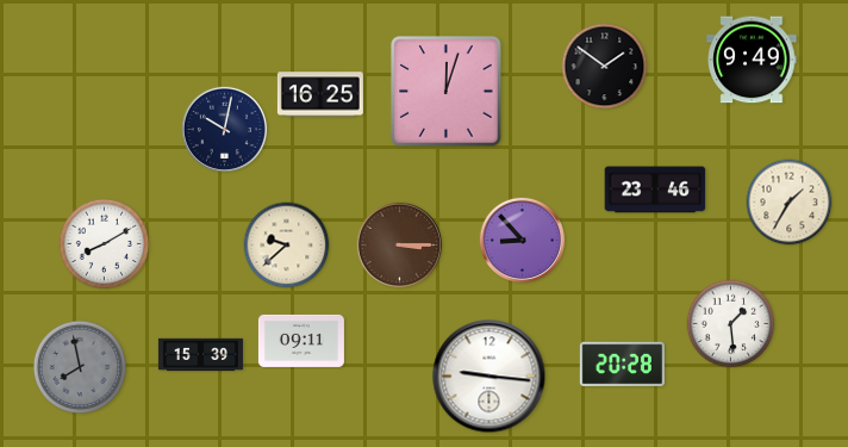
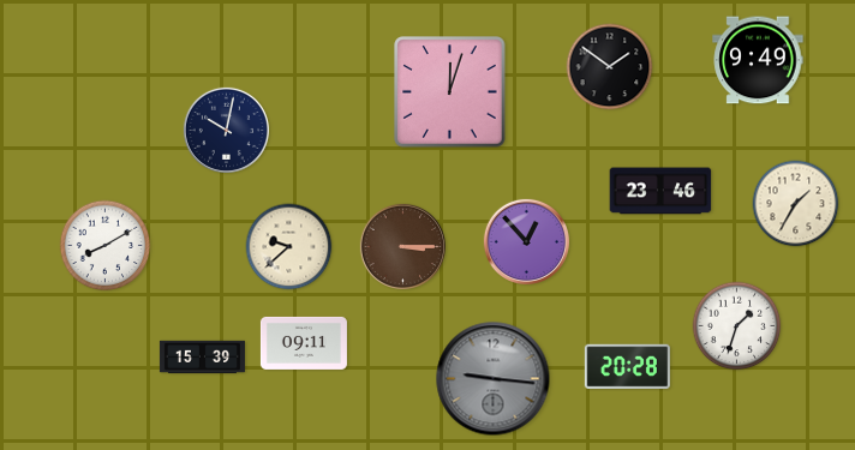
clock at (320, 94): 16:25 -> none
clock at (522, 240): 8:53 -> 12:53
clock at (731, 324): 1:29 -> 1:33
clock at (80, 367): 7:58 -> none
clock at (490, 377) dial: white -> grey
